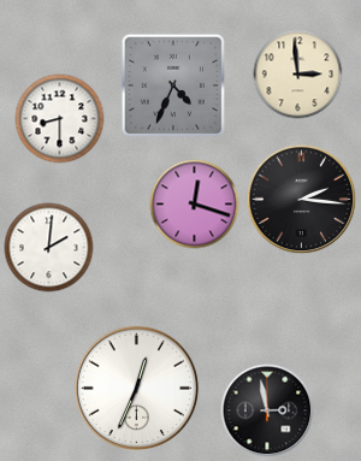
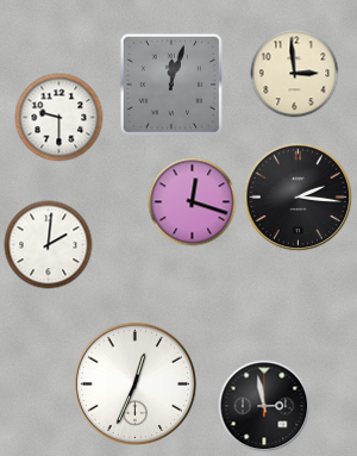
clock at (173, 85): 4:34 -> 12:03
clock at (60, 119): 8:30 -> 9:30
